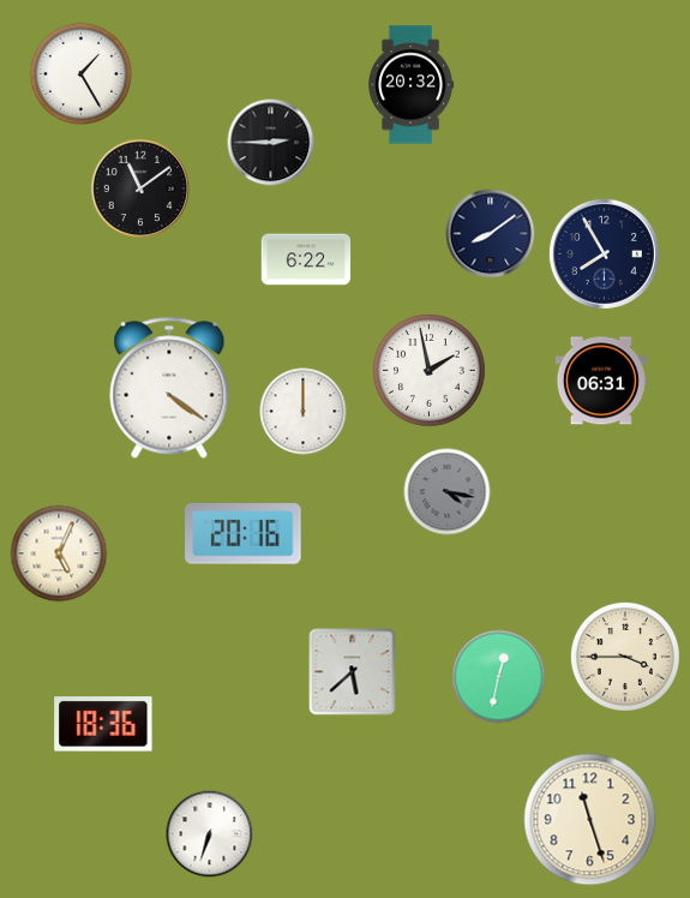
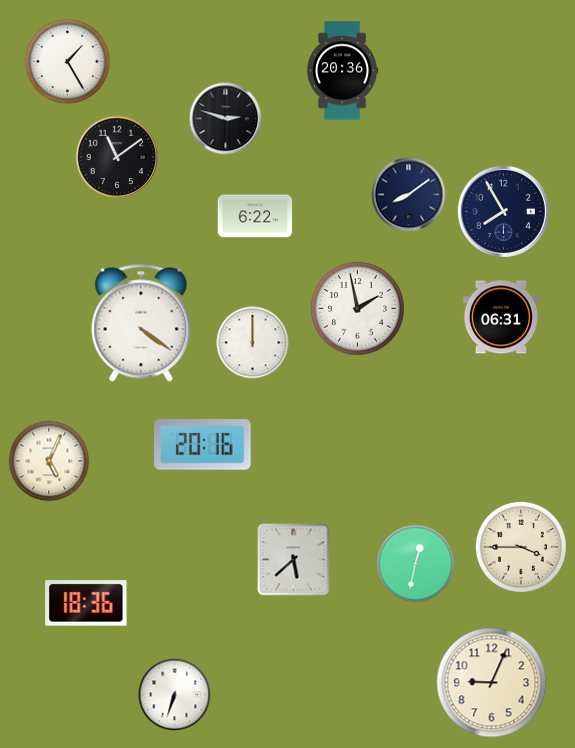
clock at (412, 85): 20:32 -> 20:36
clock at (271, 143): 2:45 -> 2:48
clock at (448, 492): 4:17 -> none
clock at (590, 820): 11:27 -> 9:04
